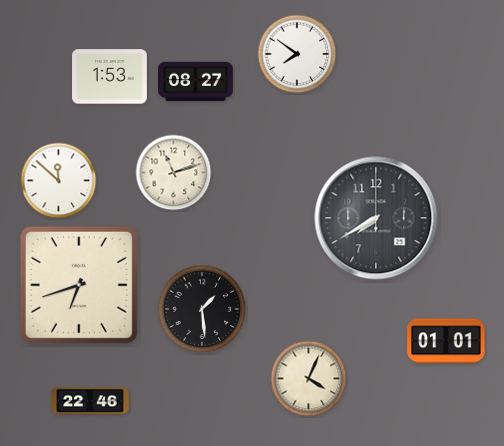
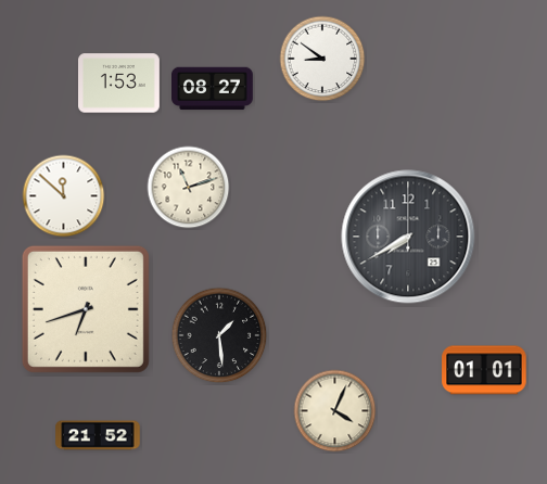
clock at (297, 54): 7:51 -> 8:51
clock at (90, 401): 22:46 -> 21:52
